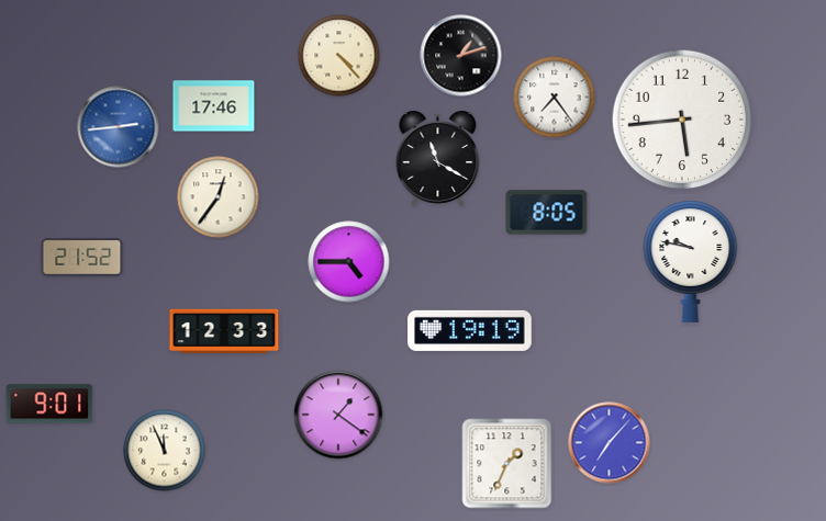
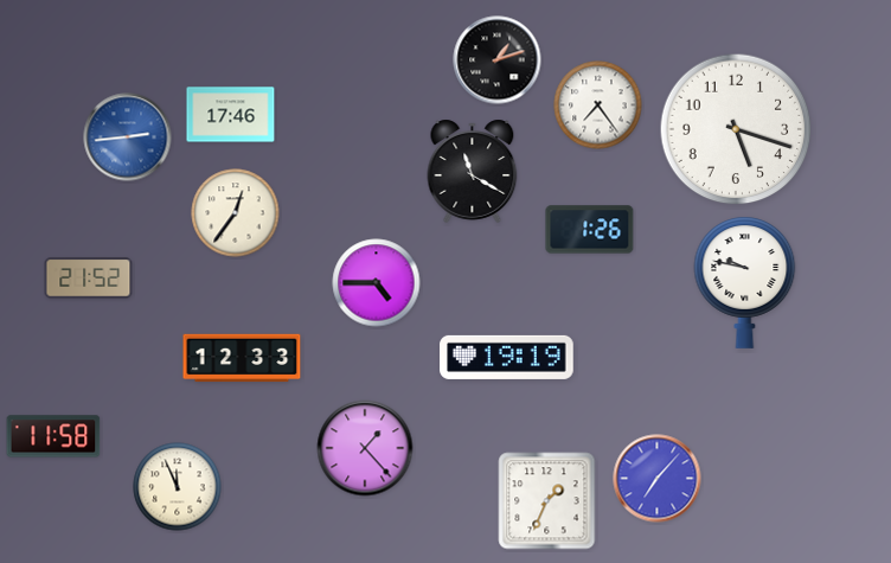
clock at (339, 56): 4:23 -> none
clock at (682, 120): 5:44 -> 5:18
clock at (547, 213): 8:05 -> 1:26
clock at (49, 404): 9:01 -> 11:58
clock at (338, 415): 1:21 -> 1:23
